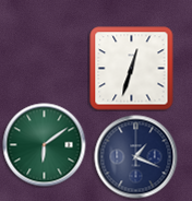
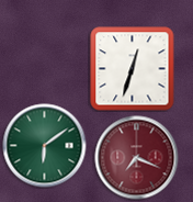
clock at (136, 157): 1:19 -> 7:19
clock at (136, 157) dial: navy -> burgundy
